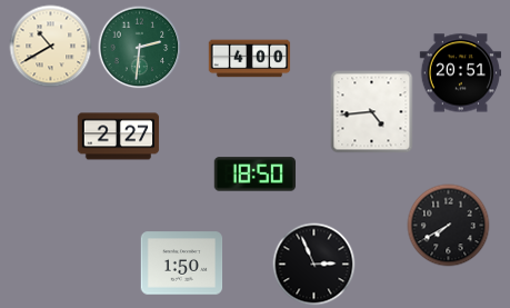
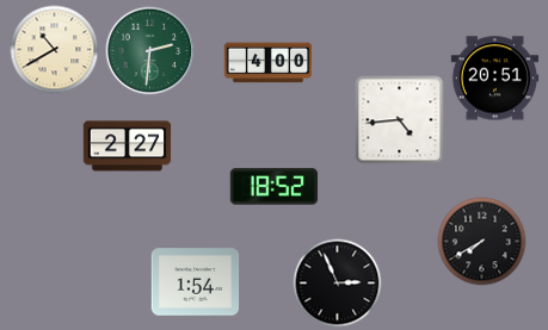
clock at (256, 175): 18:50 -> 18:52
clock at (182, 264): 1:50 -> 1:54
